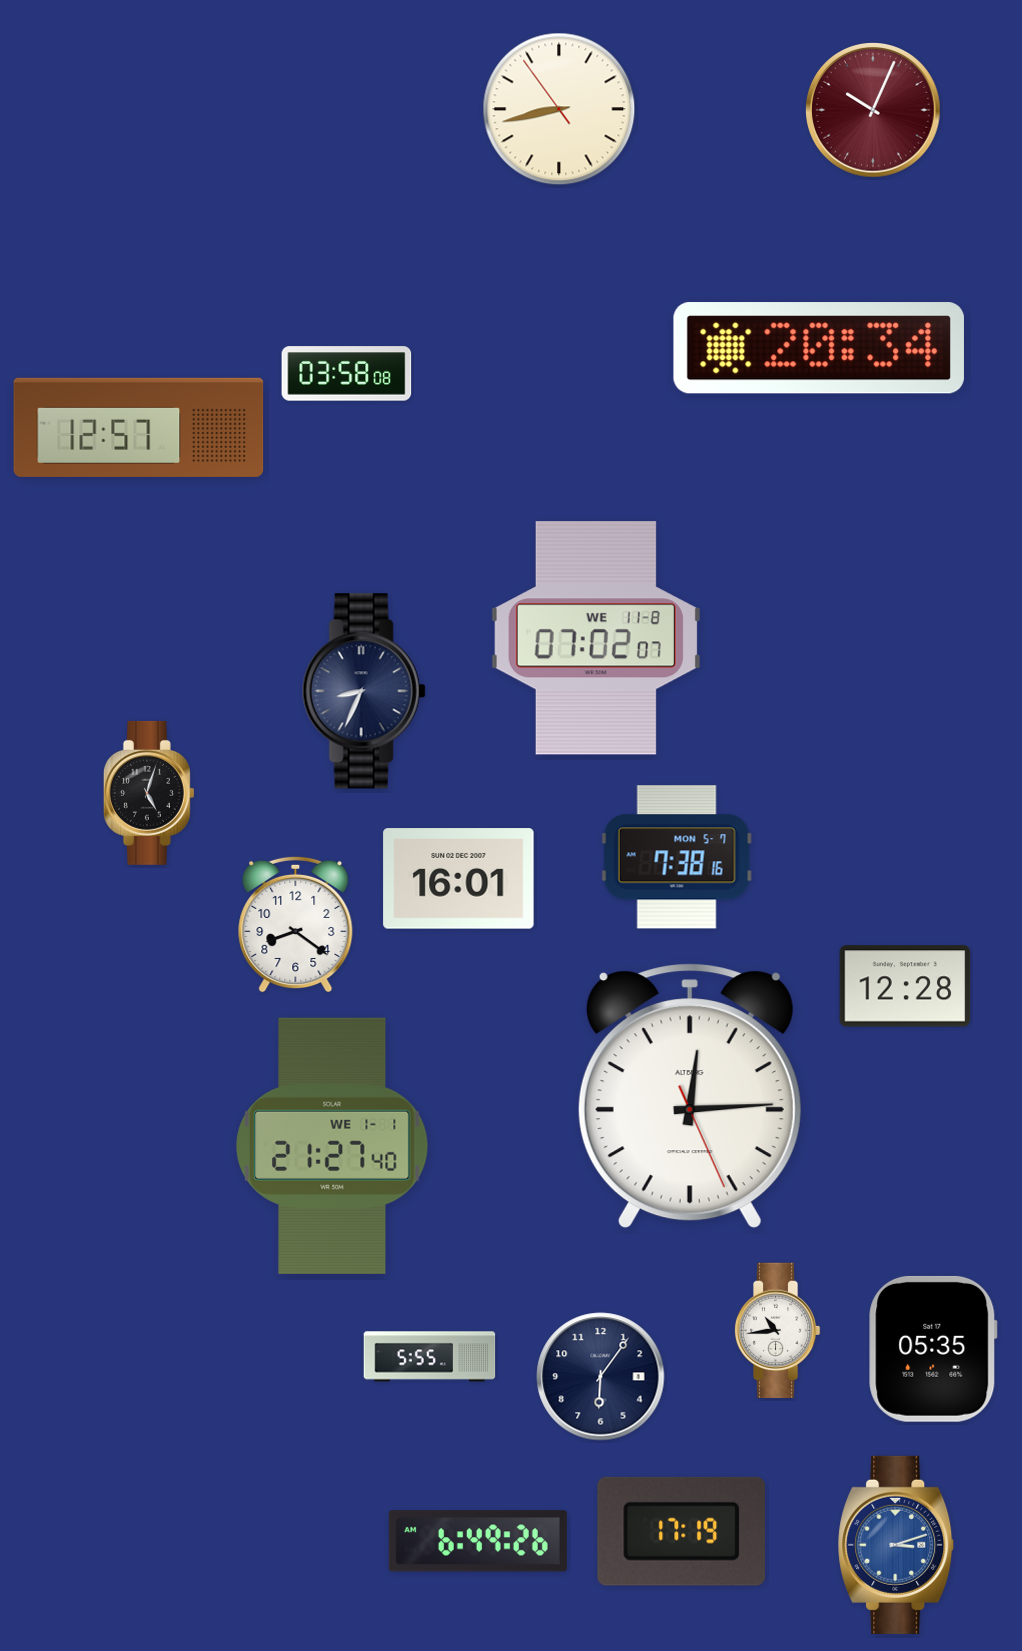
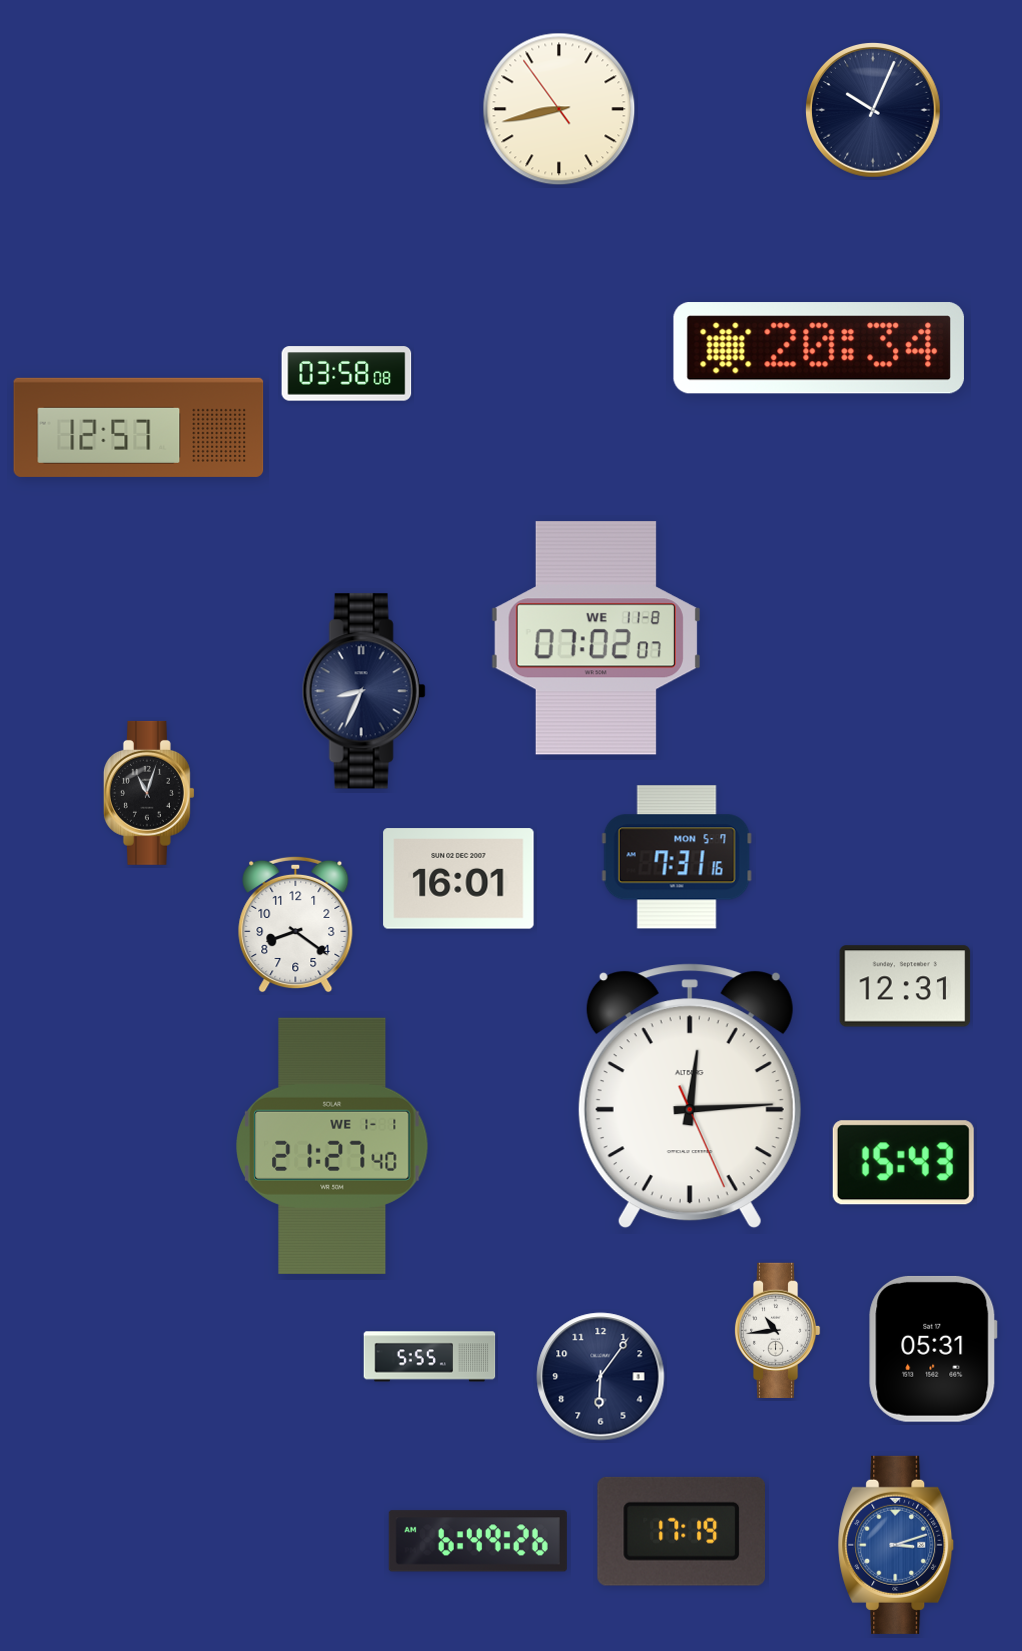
clock at (874, 111) dial: burgundy -> navy
clock at (149, 793): 5:03 -> 11:03
clock at (677, 857): 7:38 -> 7:31
clock at (905, 986): 12:28 -> 12:31
clock at (903, 1163): none -> 15:43
clock at (933, 1349): 05:35 -> 05:31
